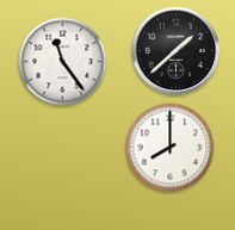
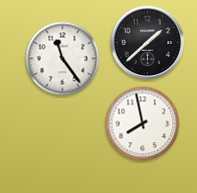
clock at (63, 62) position: (63, 62) -> (63, 59)
clock at (171, 148): 8:00 -> 7:58
